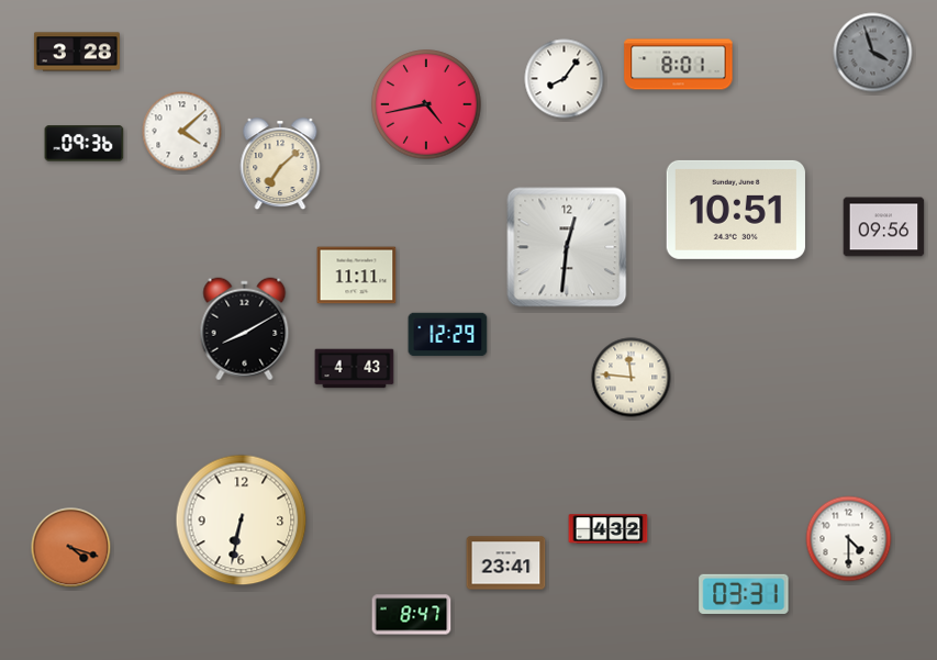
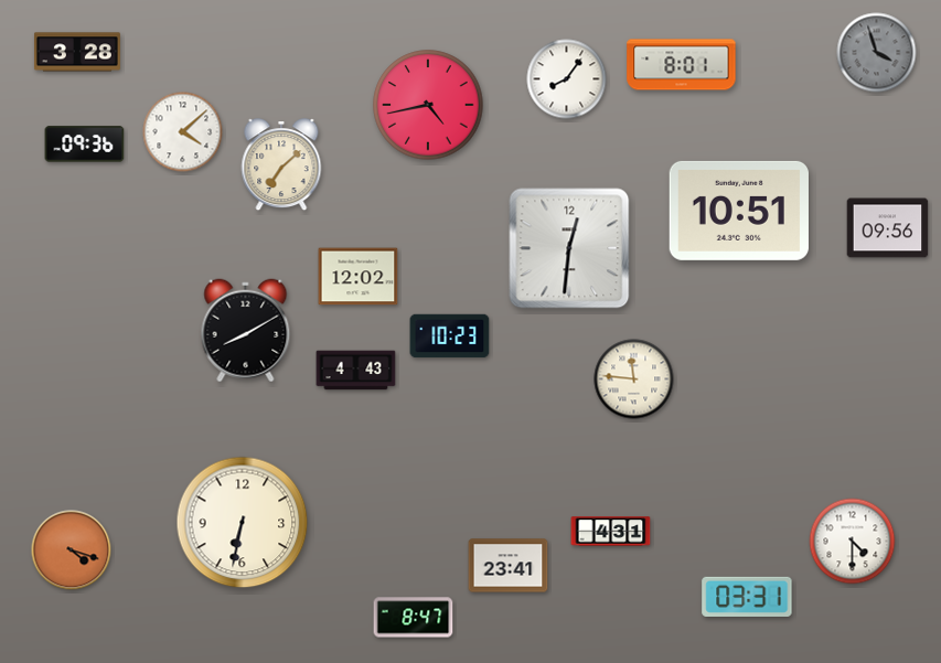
clock at (357, 276): 11:11 -> 12:02
clock at (448, 335): 12:29 -> 10:23
clock at (609, 529): 4:32 -> 4:31
